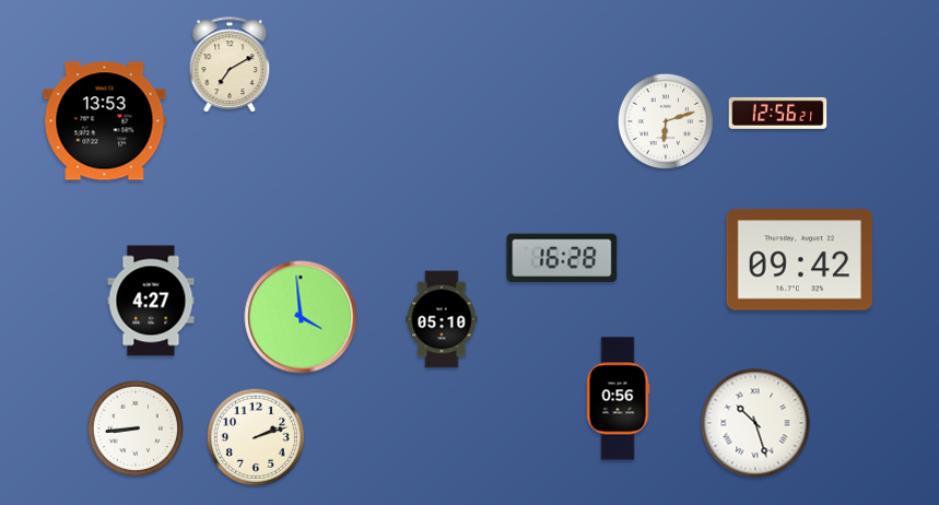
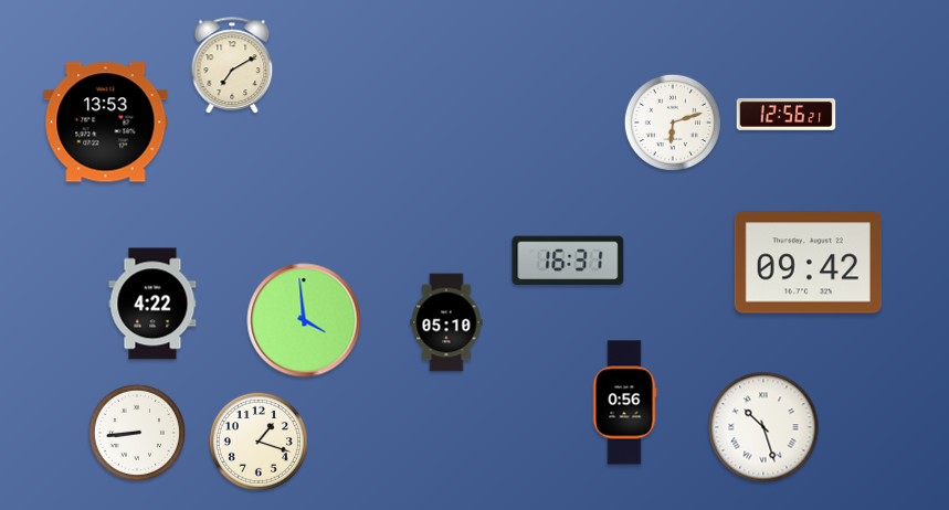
clock at (562, 258): 16:28 -> 16:31
clock at (151, 301): 4:27 -> 4:22
clock at (256, 437): 2:12 -> 1:18
